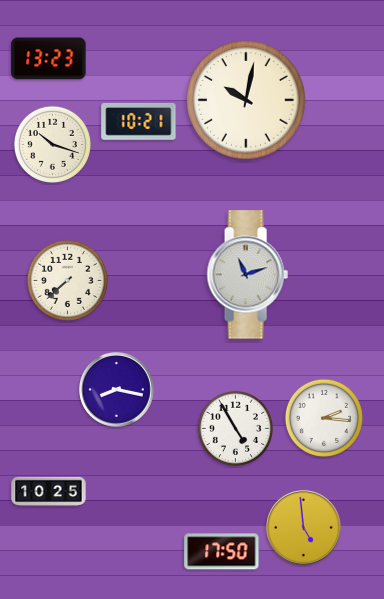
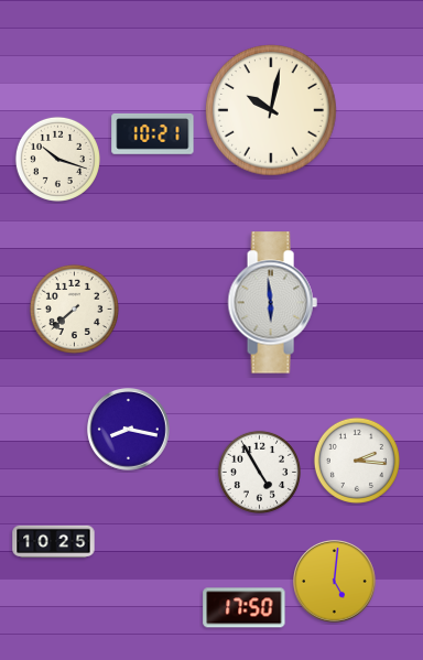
clock at (49, 59): 13:23 -> none
clock at (247, 275): 11:12 -> 5:59
clock at (304, 528): 4:59 -> 5:01
